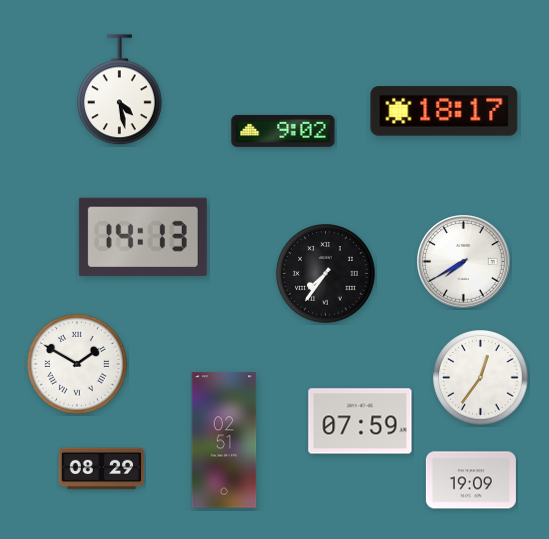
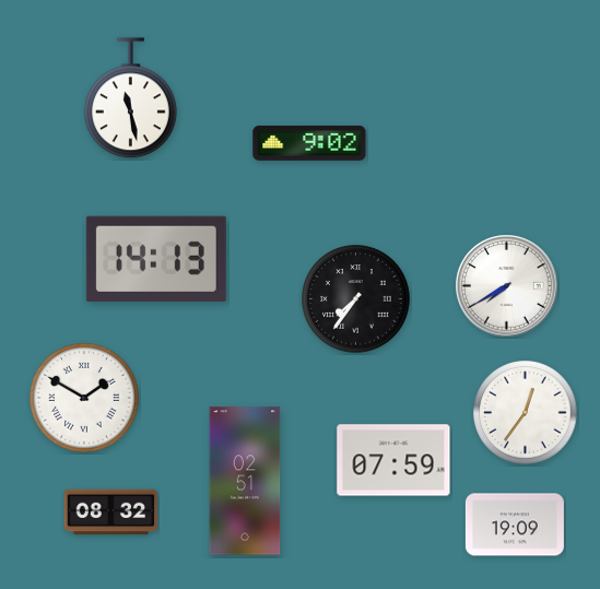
clock at (120, 90): 4:28 -> 11:28
clock at (444, 111): 18:17 -> none
clock at (102, 469): 08:29 -> 08:32
